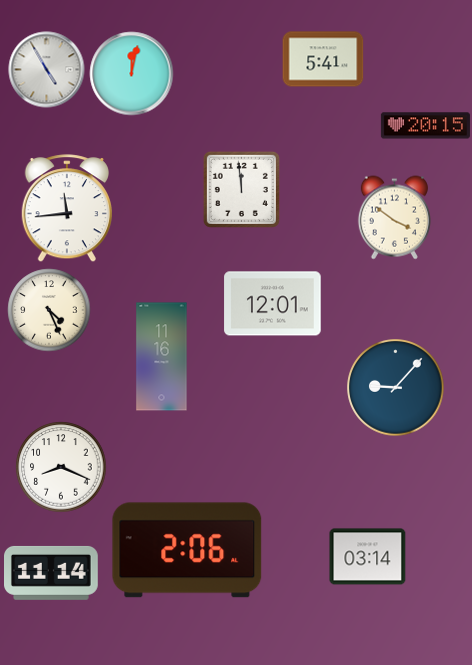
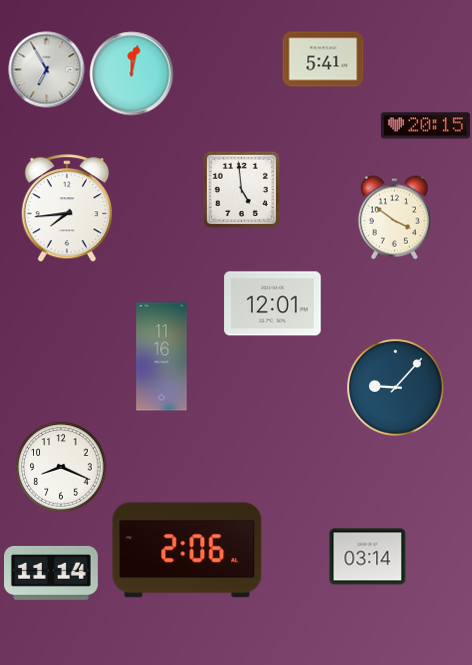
clock at (47, 70): 4:55 -> 6:55
clock at (241, 189): 11:59 -> 4:59
clock at (66, 209): 11:44 -> 7:44
clock at (49, 310): 4:26 -> none
